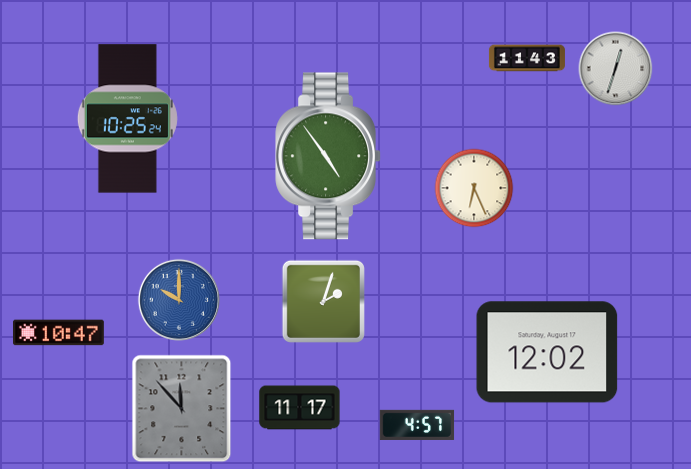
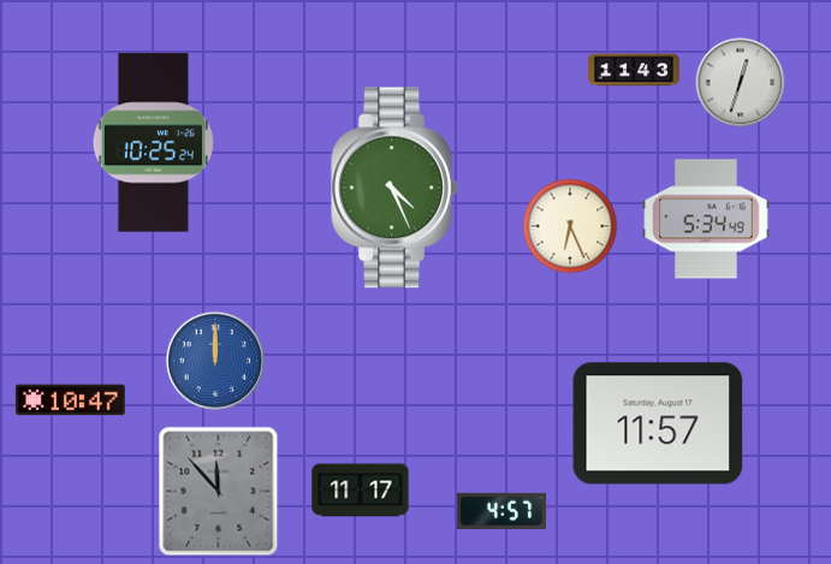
clock at (328, 156): 4:54 -> 4:26
clock at (706, 219): none -> 5:34
clock at (179, 300): 10:00 -> 12:00
clock at (323, 301): 2:03 -> none
clock at (547, 352): 12:02 -> 11:57
